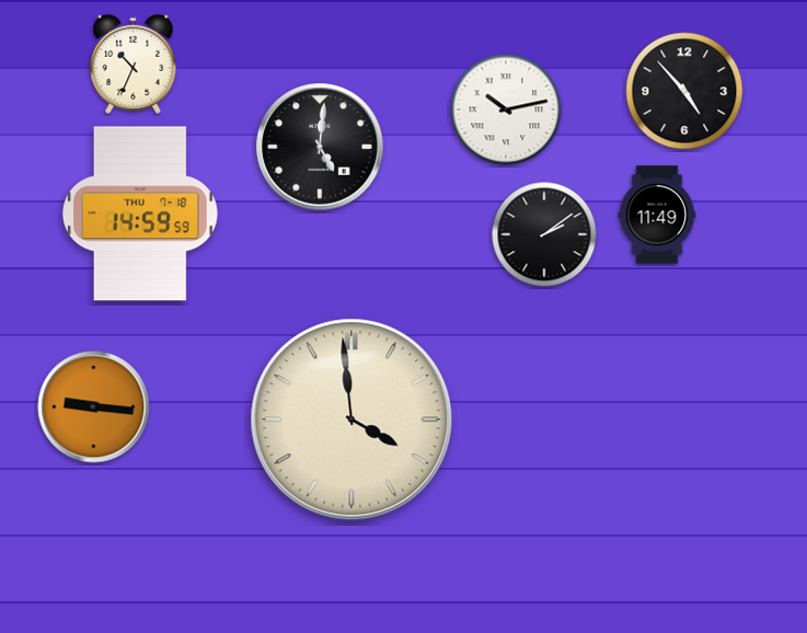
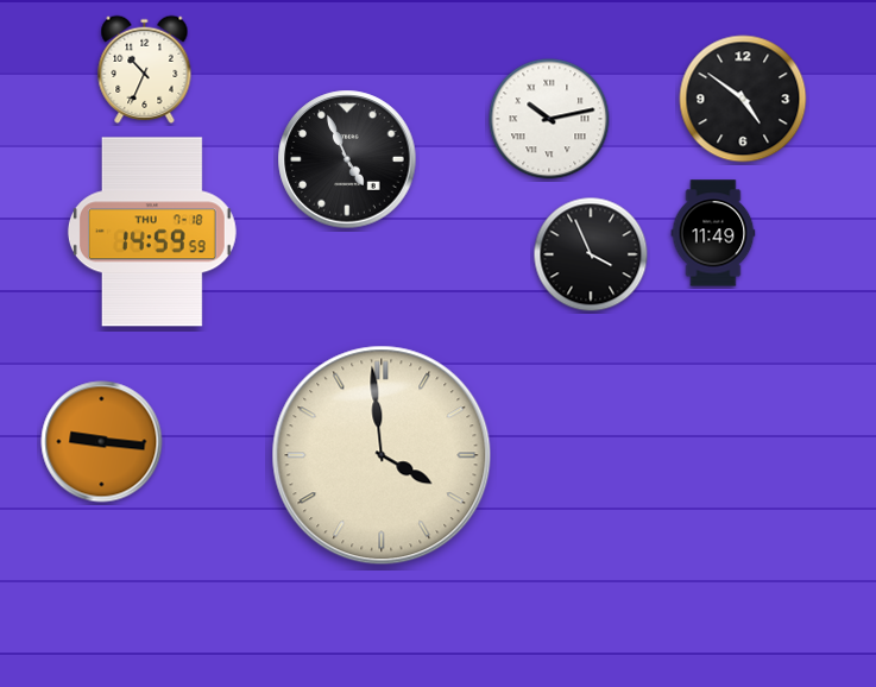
clock at (684, 91): 4:53 -> 4:51
clock at (320, 147): 5:01 -> 4:56
clock at (544, 234): 2:09 -> 3:56
